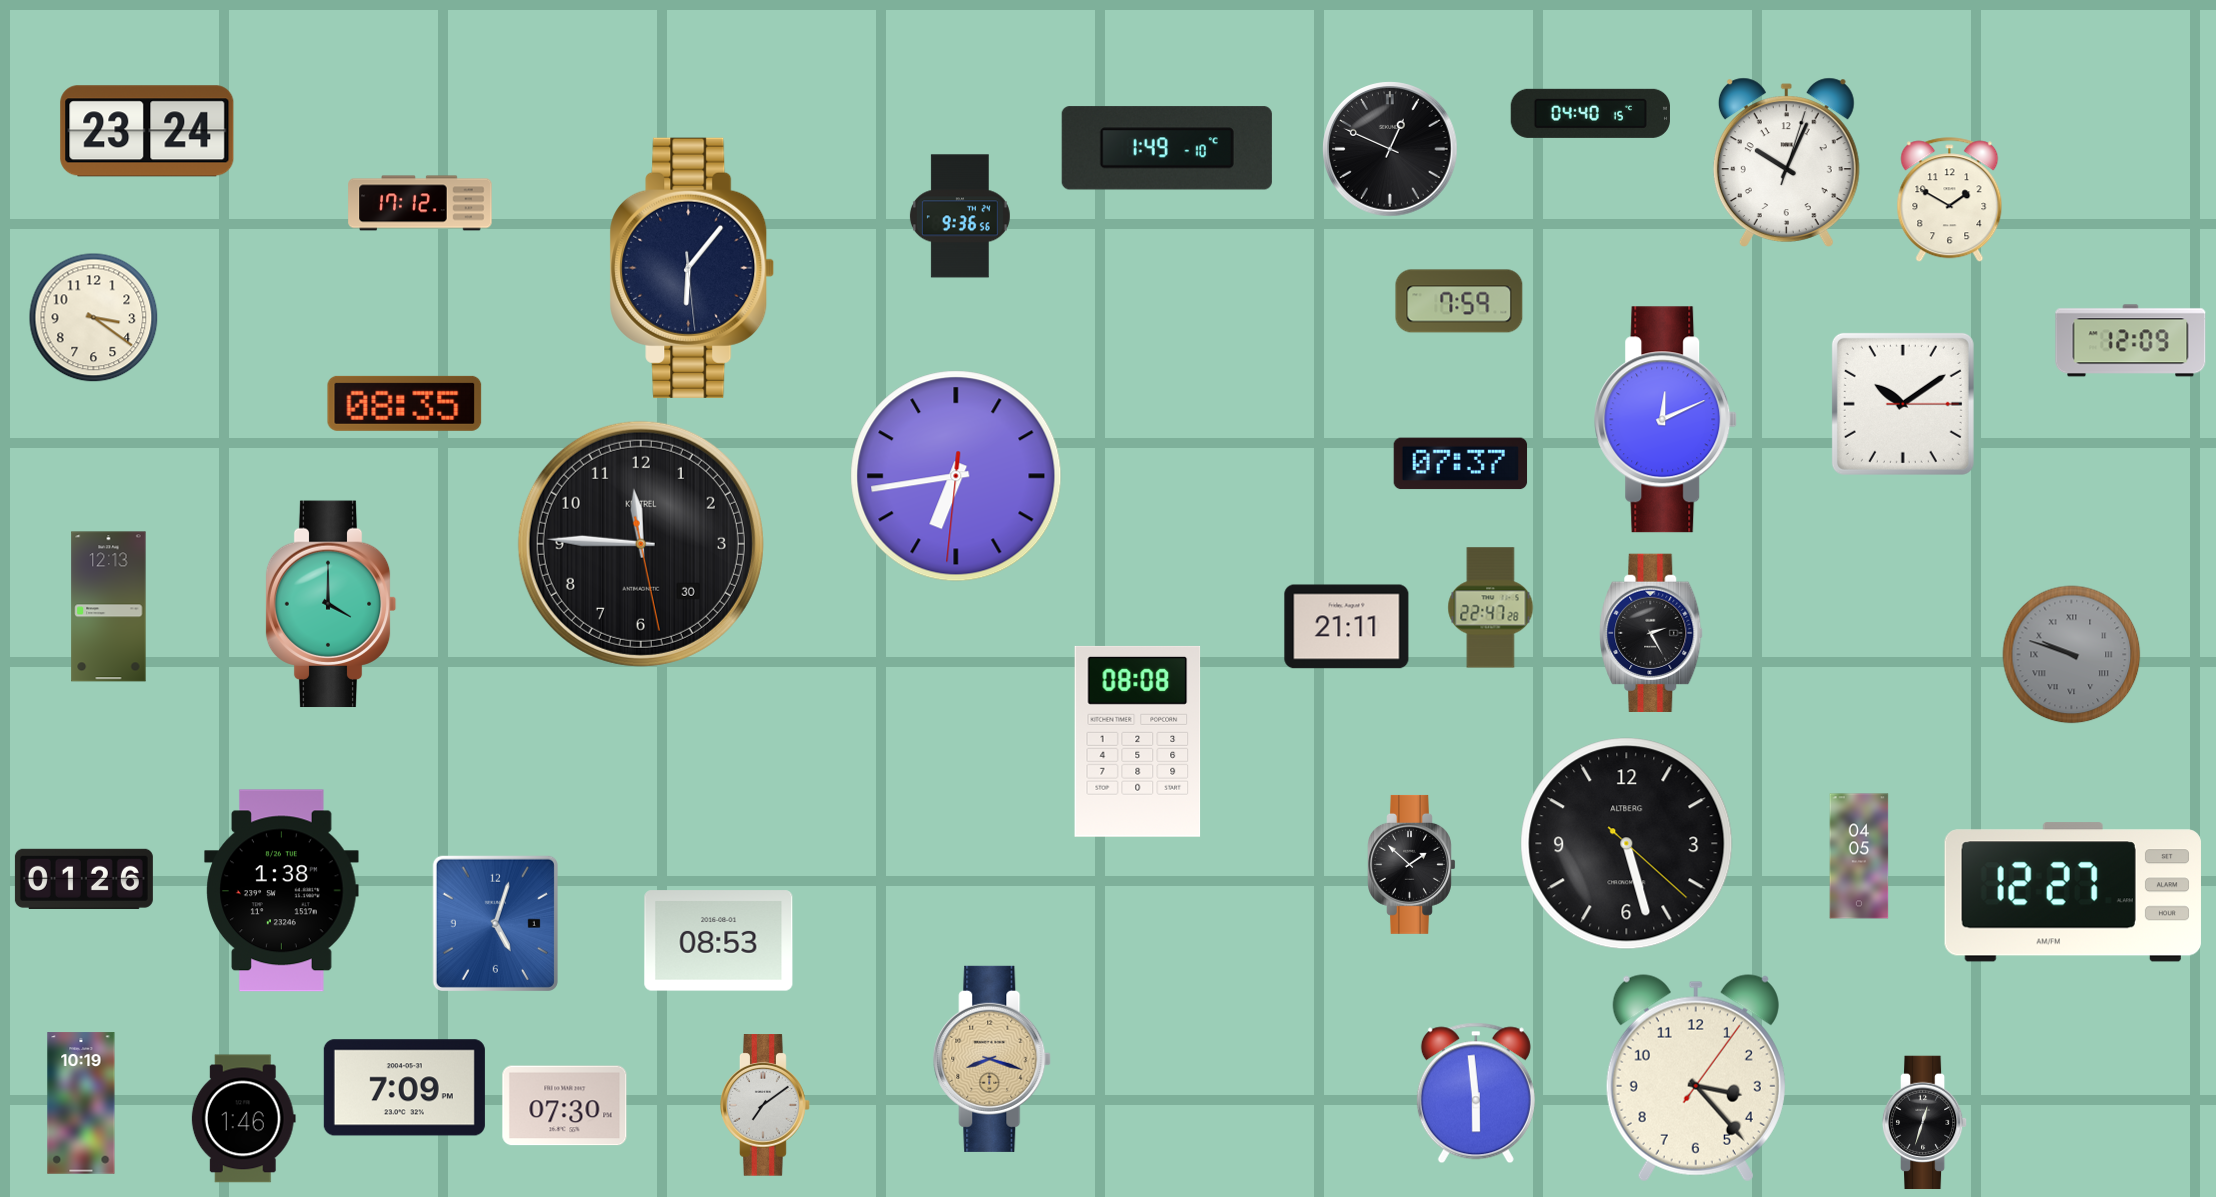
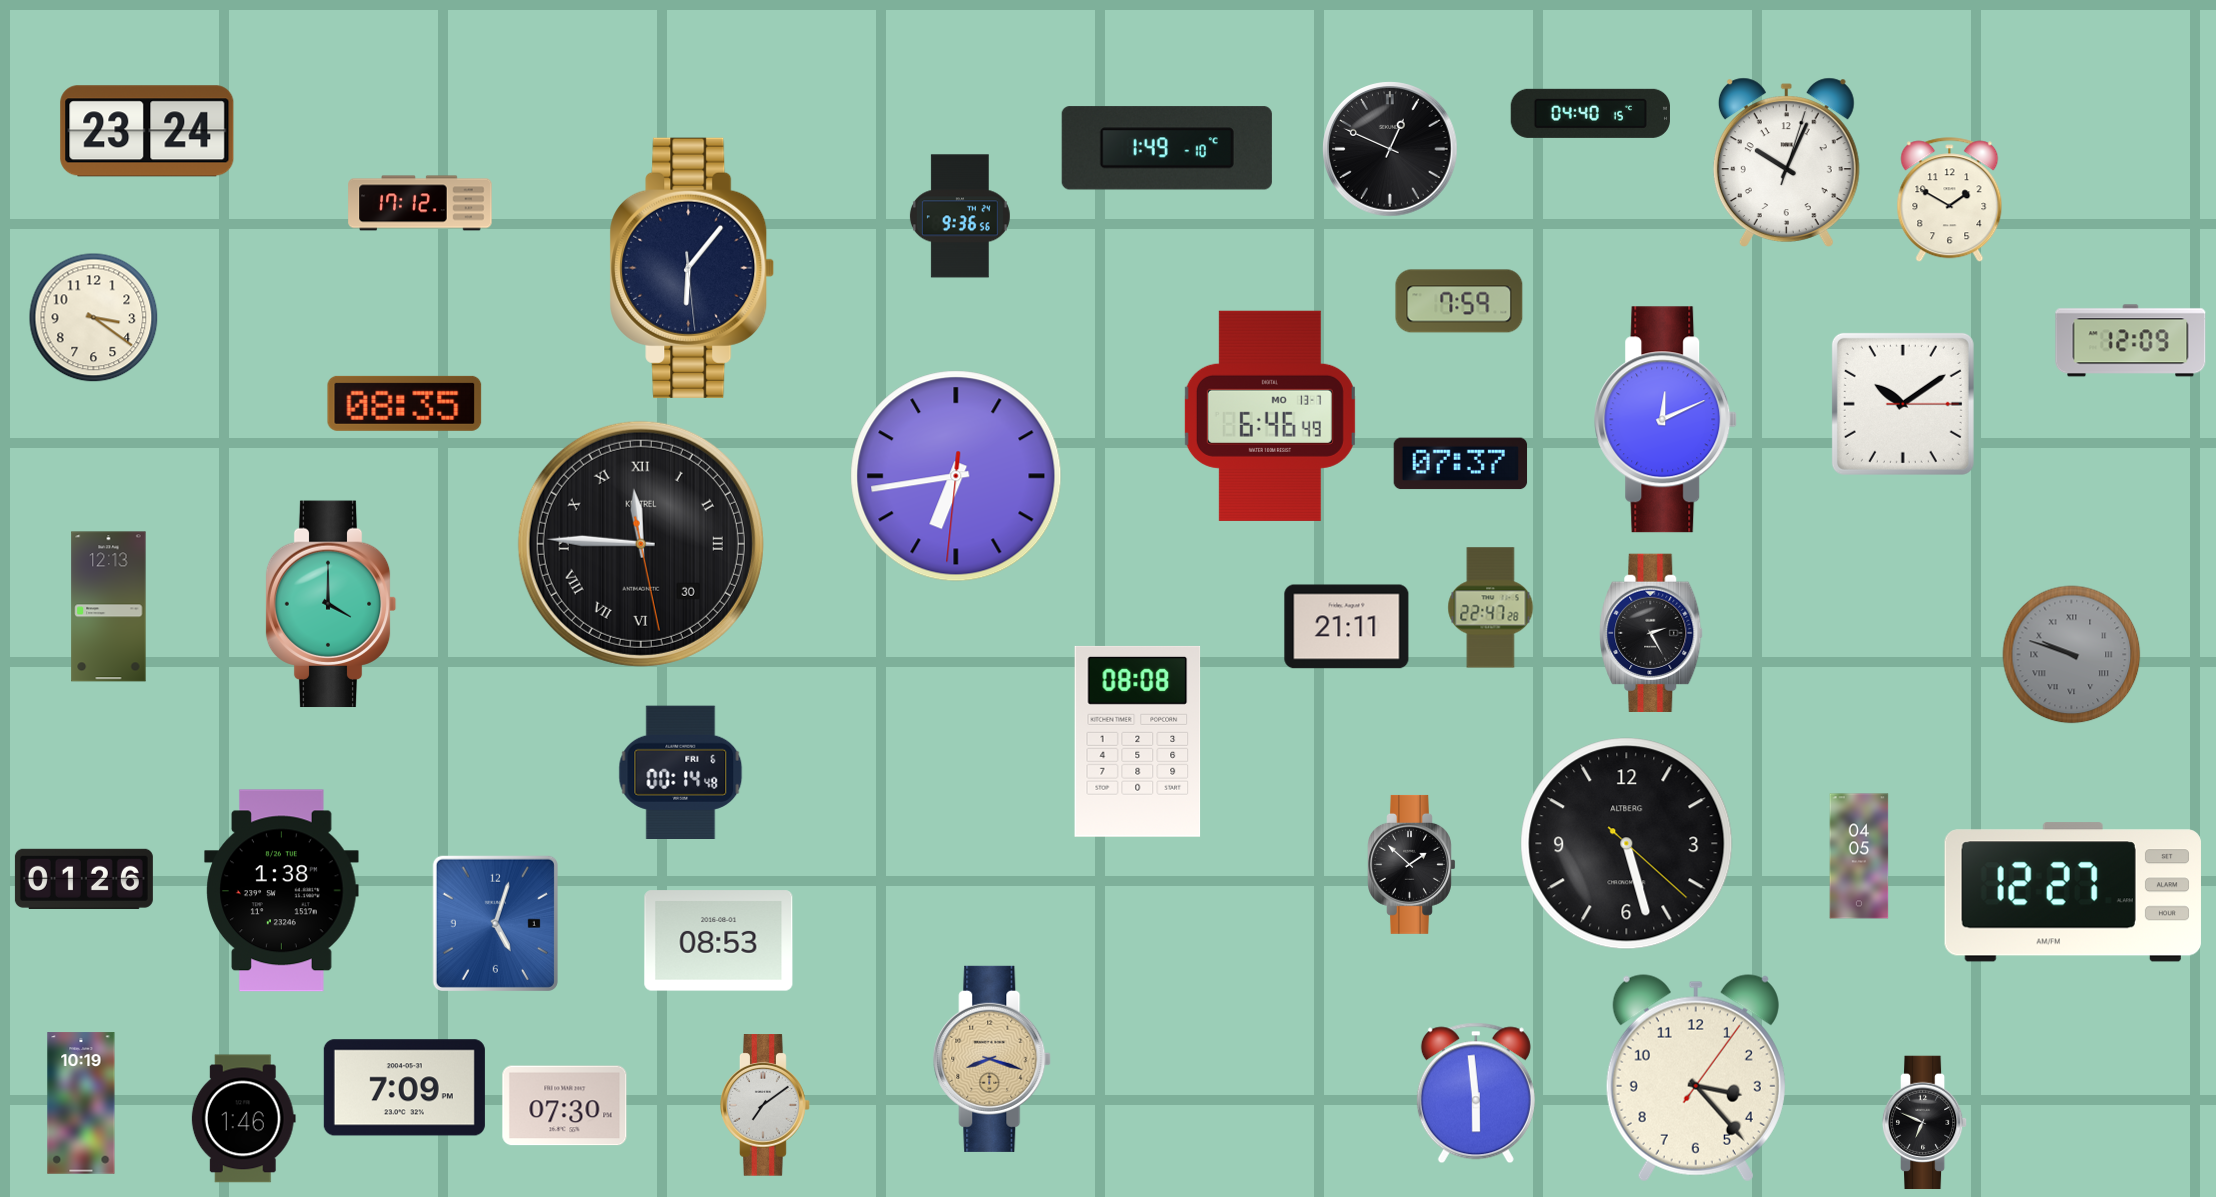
clock at (1270, 416): none -> 6:46
clock at (641, 544) numerals: Arabic -> Roman
clock at (681, 772): none -> 00:14
clock at (1925, 1123): 12:33 -> 6:49
